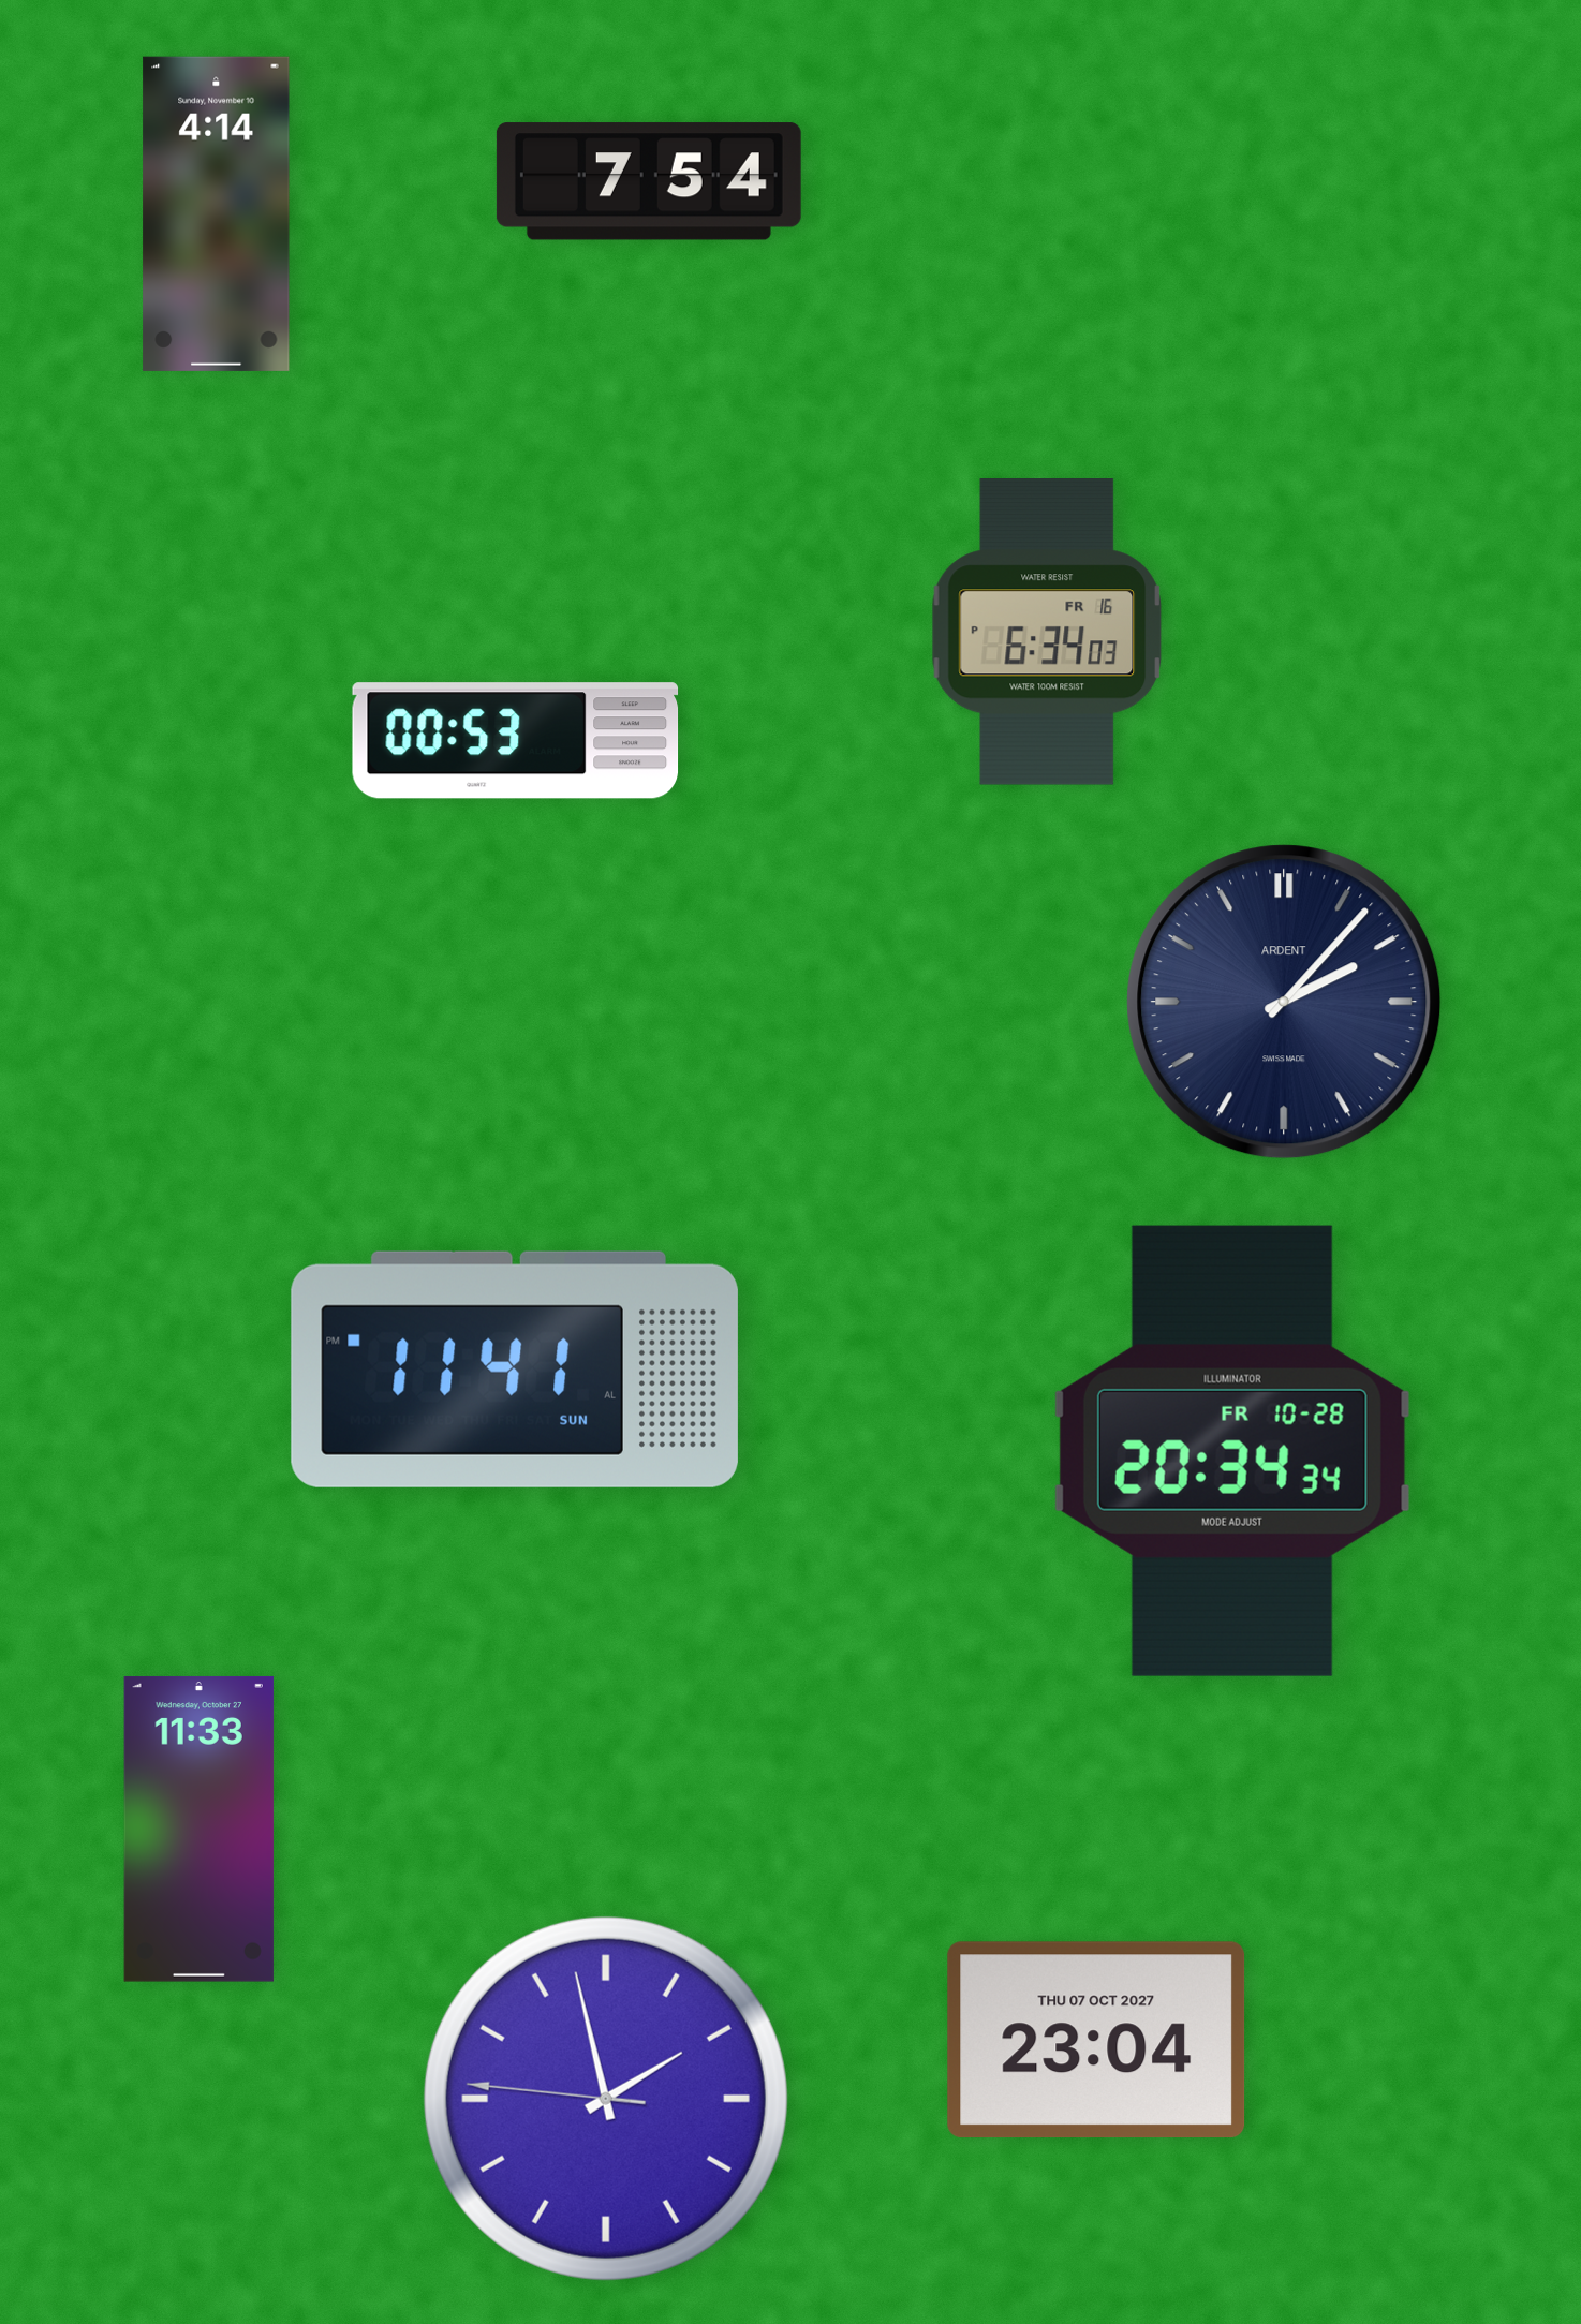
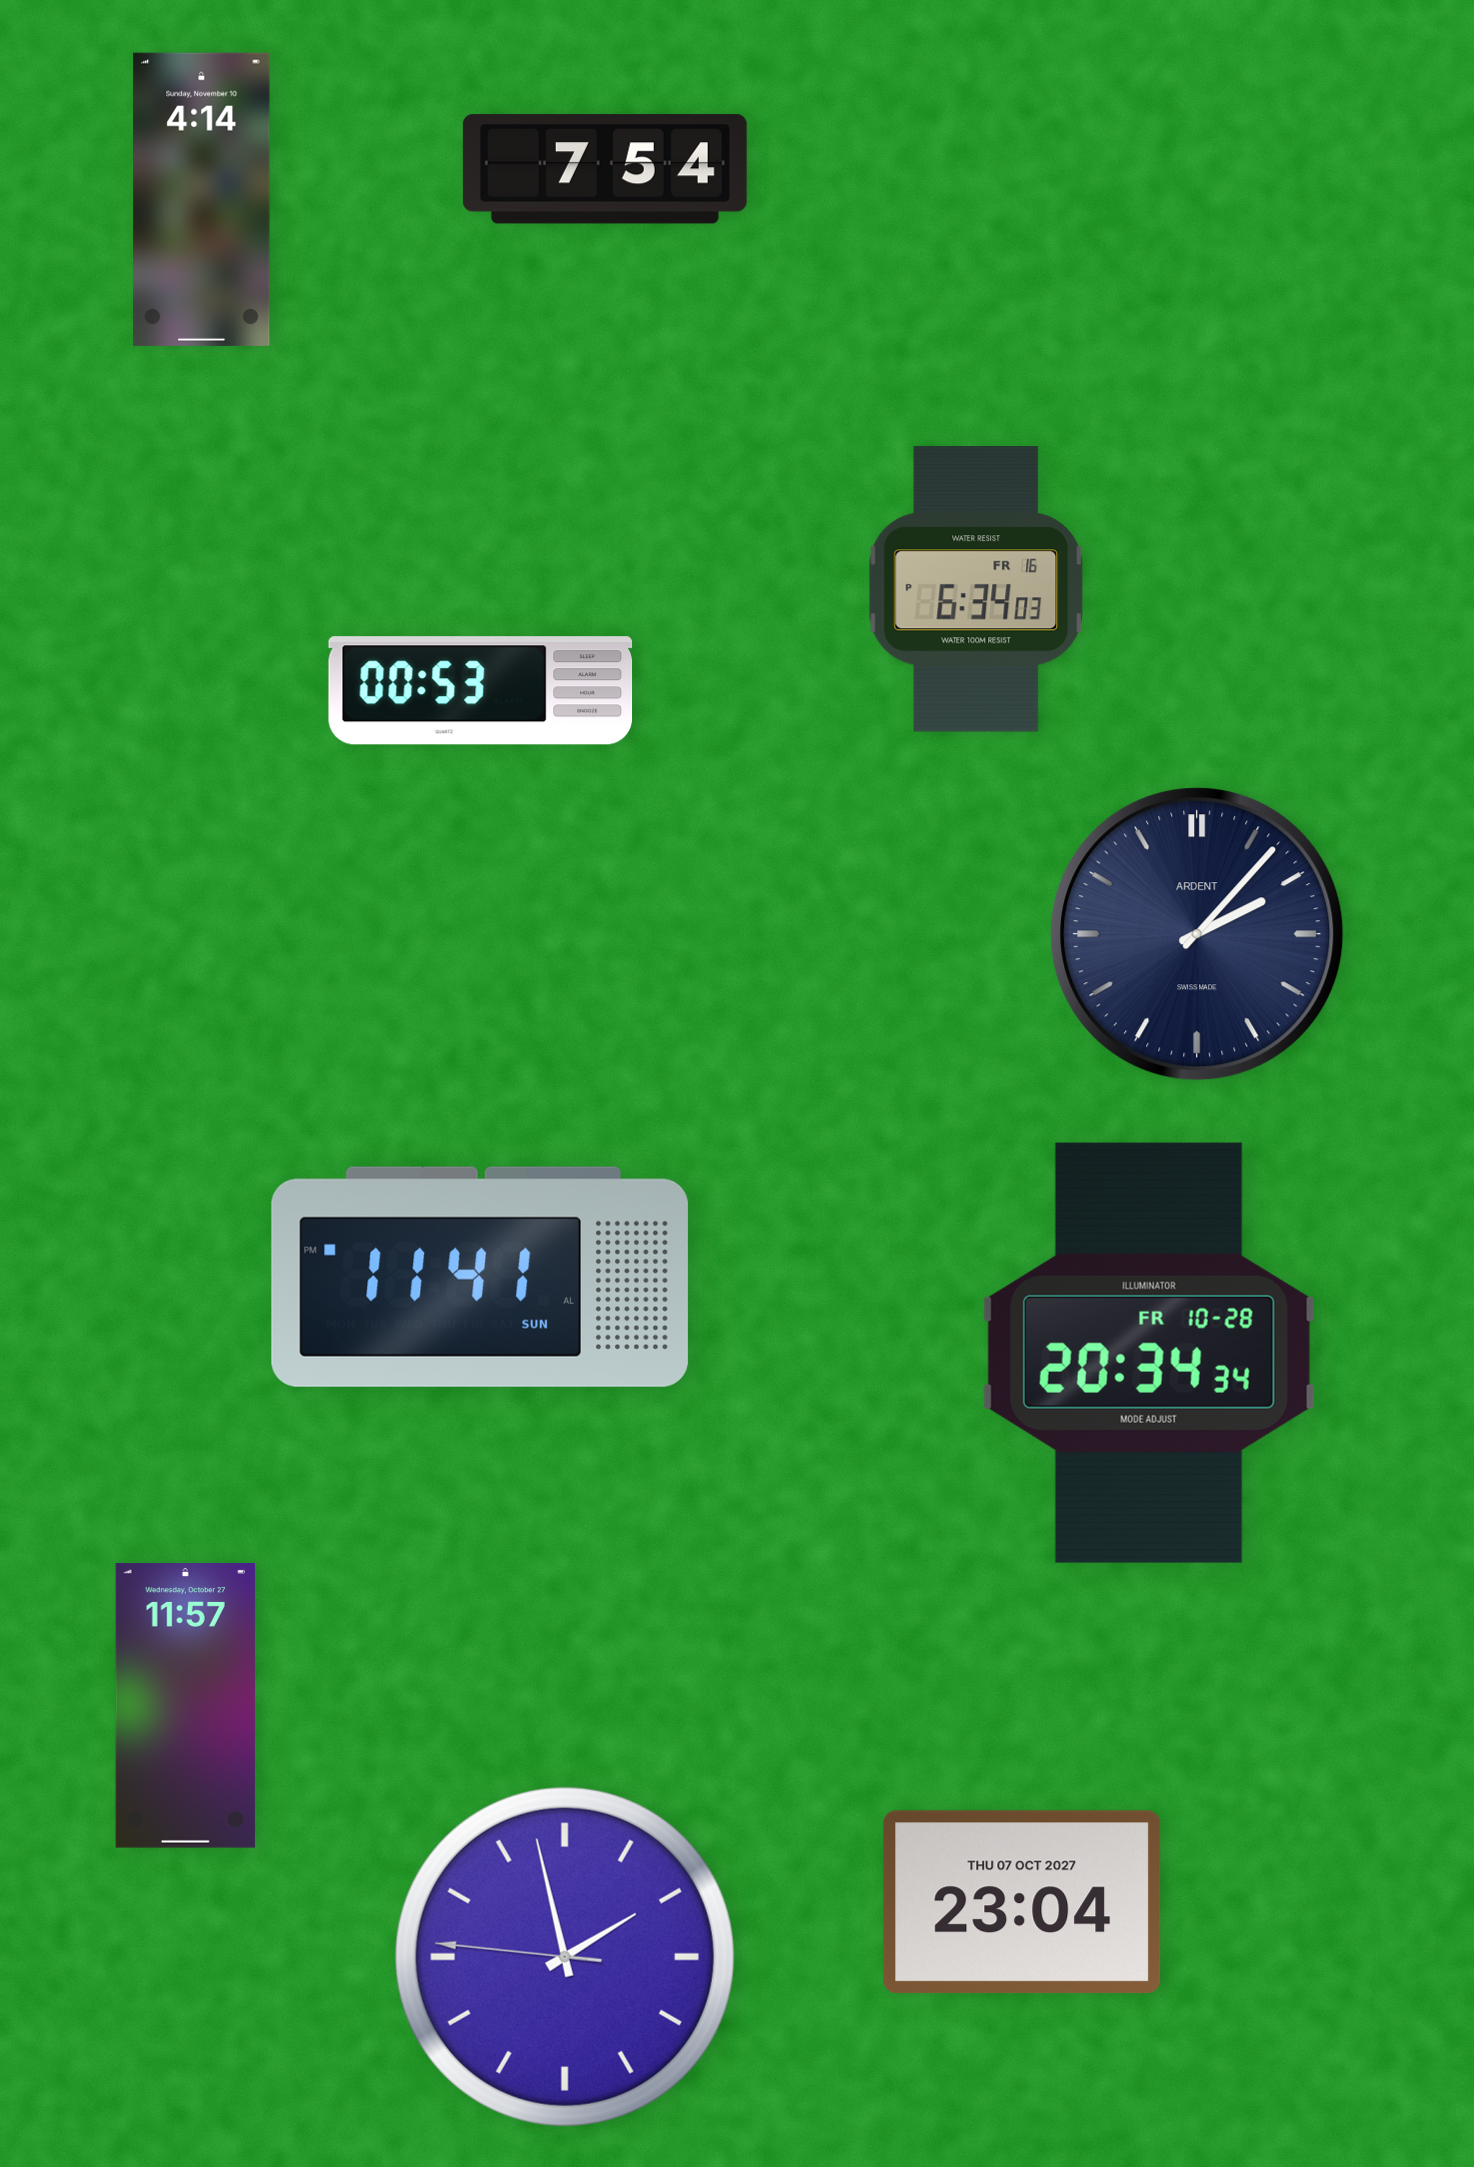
clock at (198, 1829): 11:33 -> 11:57
